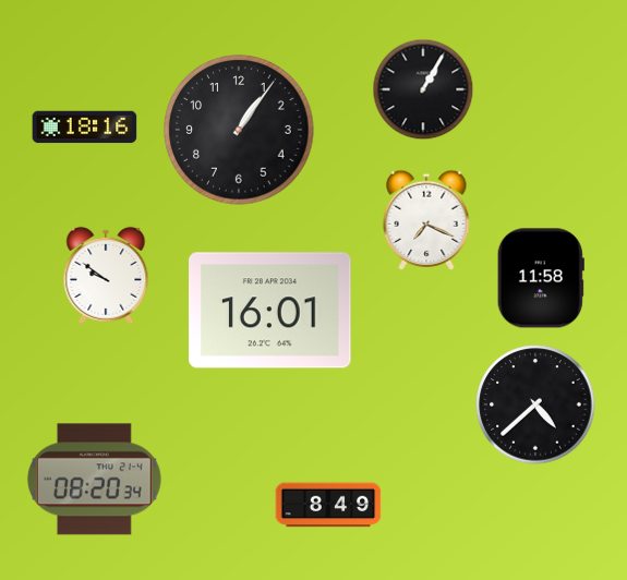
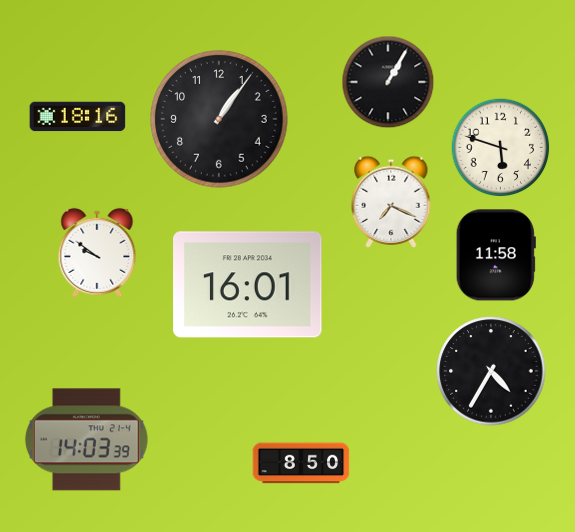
clock at (501, 148): none -> 5:48
clock at (535, 404): 4:38 -> 4:35
clock at (94, 480): 08:20 -> 14:03
clock at (328, 505): 8:49 -> 8:50
